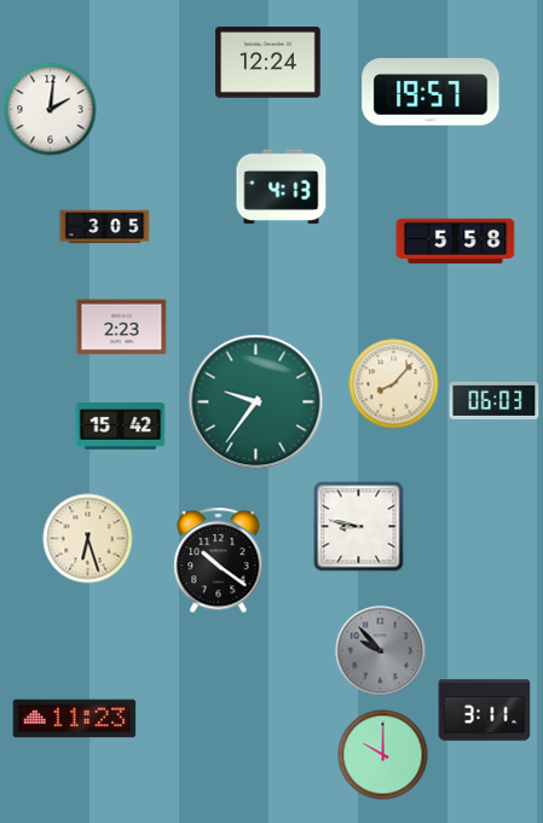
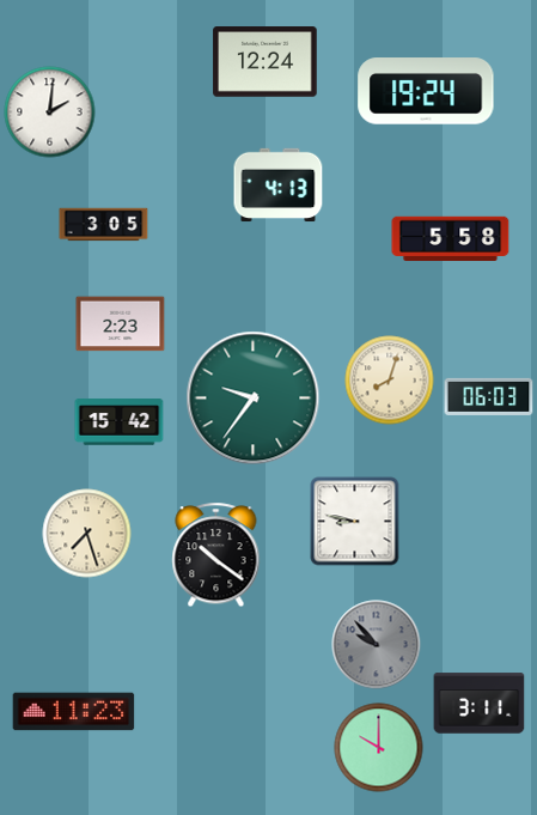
clock at (431, 92): 19:57 -> 19:24
clock at (51, 110) position: (51, 110) -> (50, 112)
clock at (394, 384): 8:07 -> 8:03
clock at (88, 539): 6:27 -> 7:27
